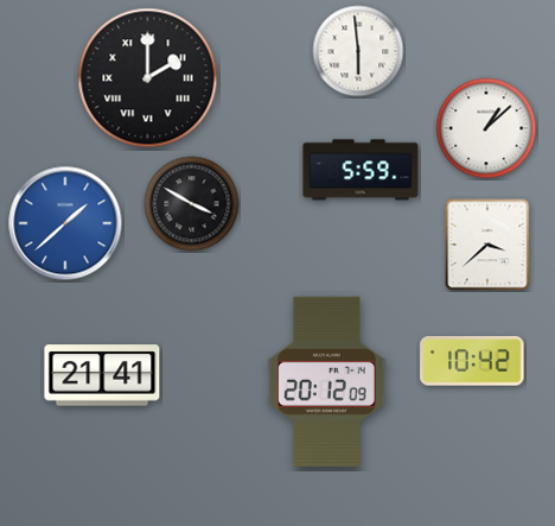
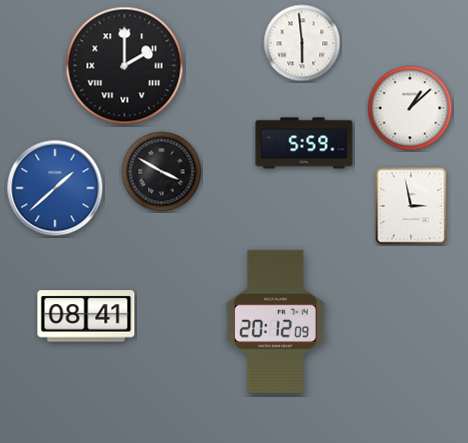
clock at (487, 245): 3:38 -> 2:58
clock at (472, 361): 10:42 -> none
clock at (102, 375): 21:41 -> 08:41
